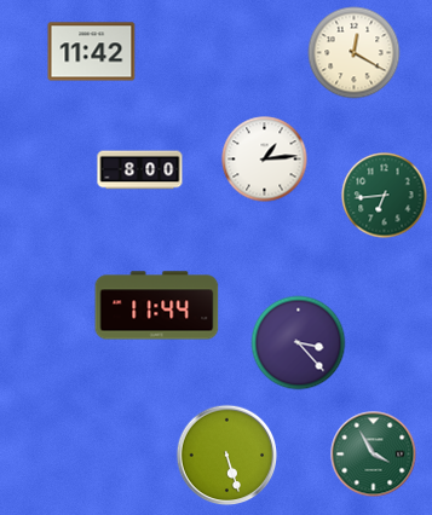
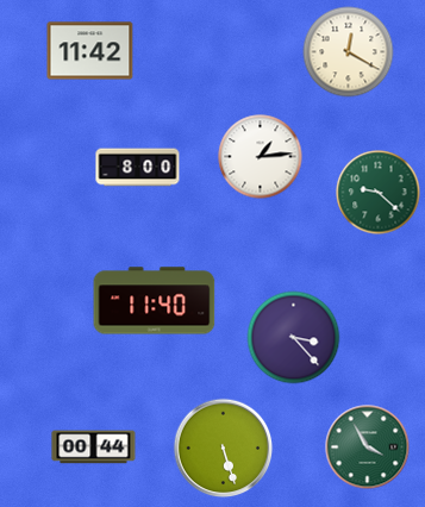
clock at (385, 196): 6:44 -> 9:22
clock at (157, 306): 11:44 -> 11:40
clock at (94, 447): none -> 00:44
